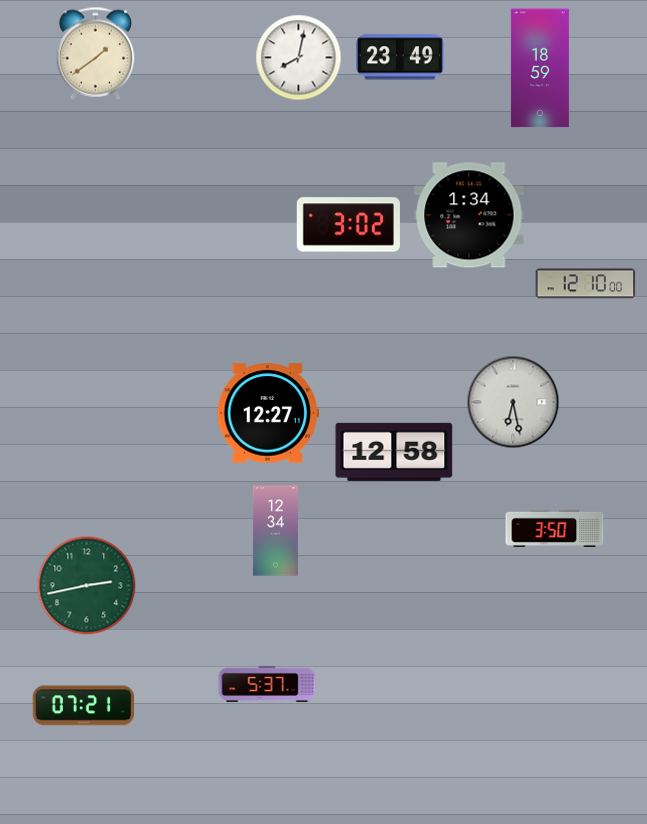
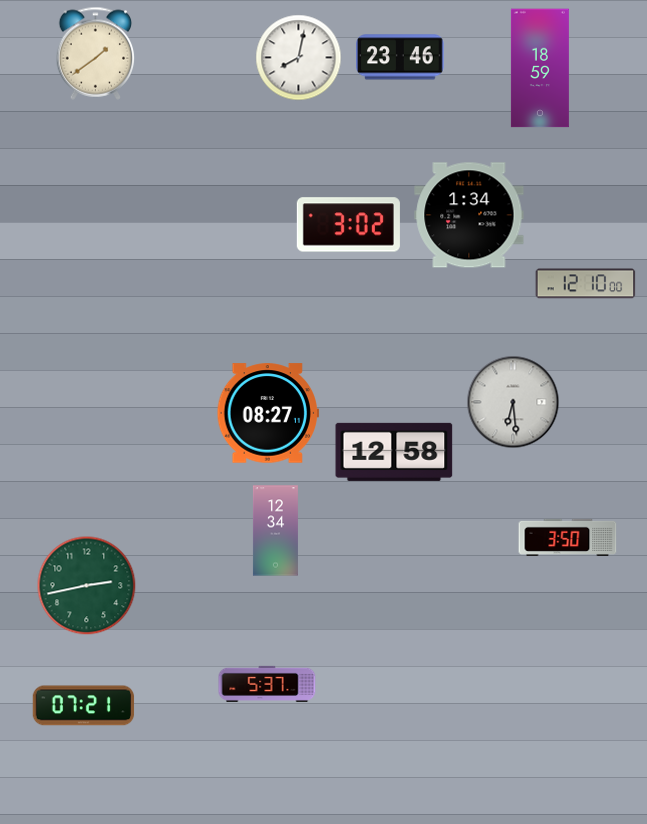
clock at (400, 57): 23:49 -> 23:46
clock at (513, 402): 6:28 -> 6:29
clock at (268, 413): 12:27 -> 08:27
clock at (555, 528) position: (555, 528) -> (568, 537)
